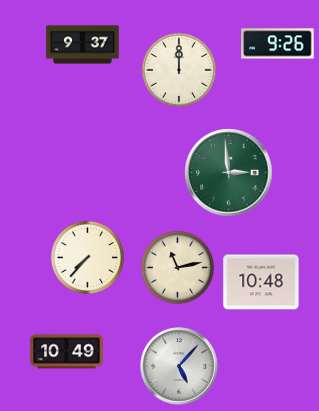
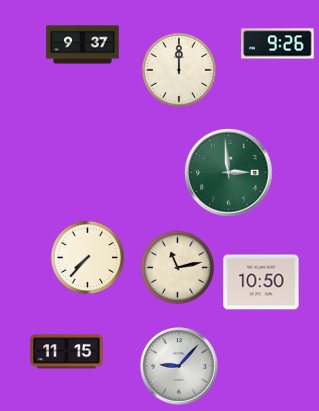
clock at (261, 282): 10:48 -> 10:50
clock at (67, 352): 10:49 -> 11:15
clock at (179, 366): 5:07 -> 9:07
